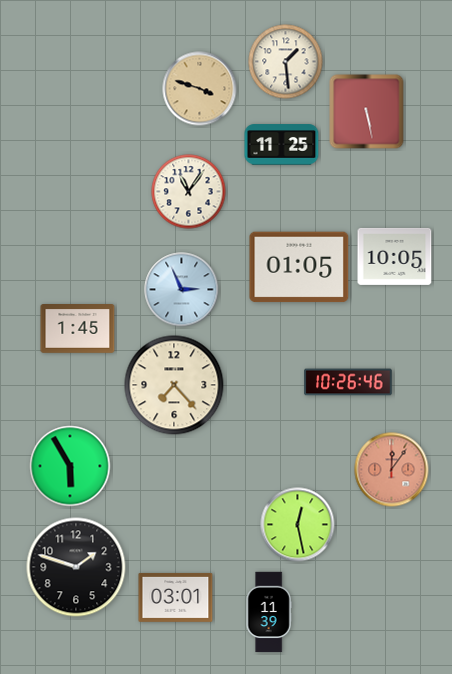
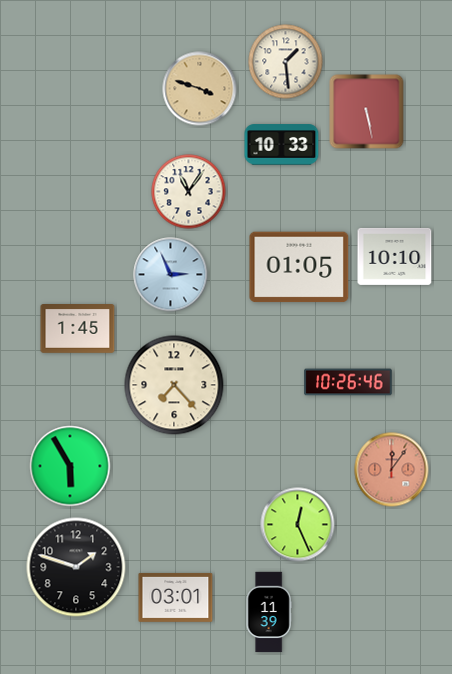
clock at (282, 145): 11:25 -> 10:33
clock at (395, 256): 10:05 -> 10:10
clock at (182, 290) position: (182, 290) -> (171, 275)
clock at (298, 525): 12:28 -> 12:26
